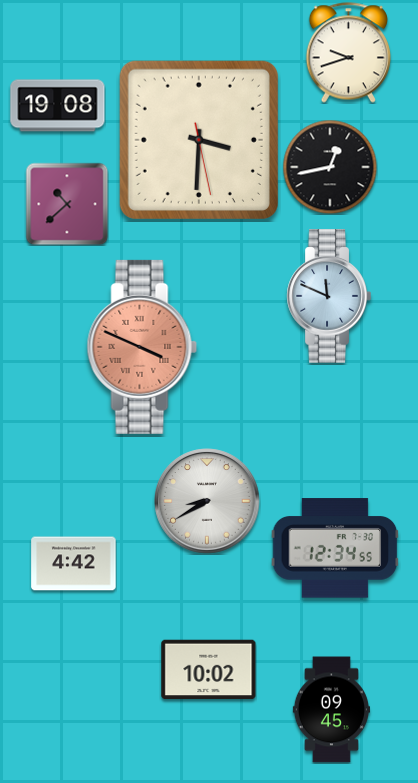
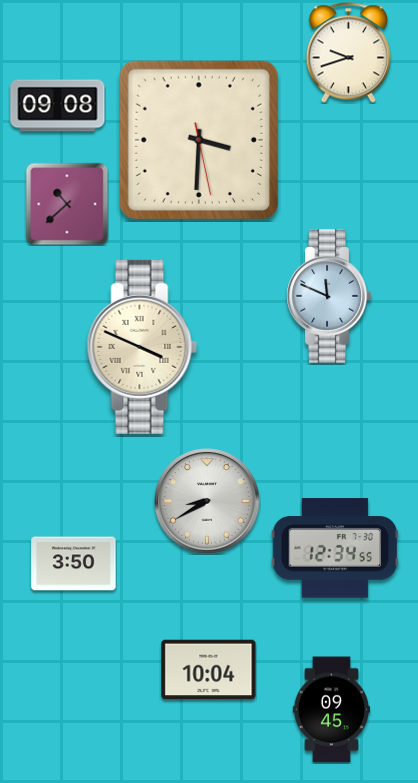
clock at (58, 106): 19:08 -> 09:08
clock at (330, 167): 12:43 -> none
clock at (142, 347) dial: salmon -> cream
clock at (74, 564): 4:42 -> 3:50
clock at (209, 670): 10:02 -> 10:04
